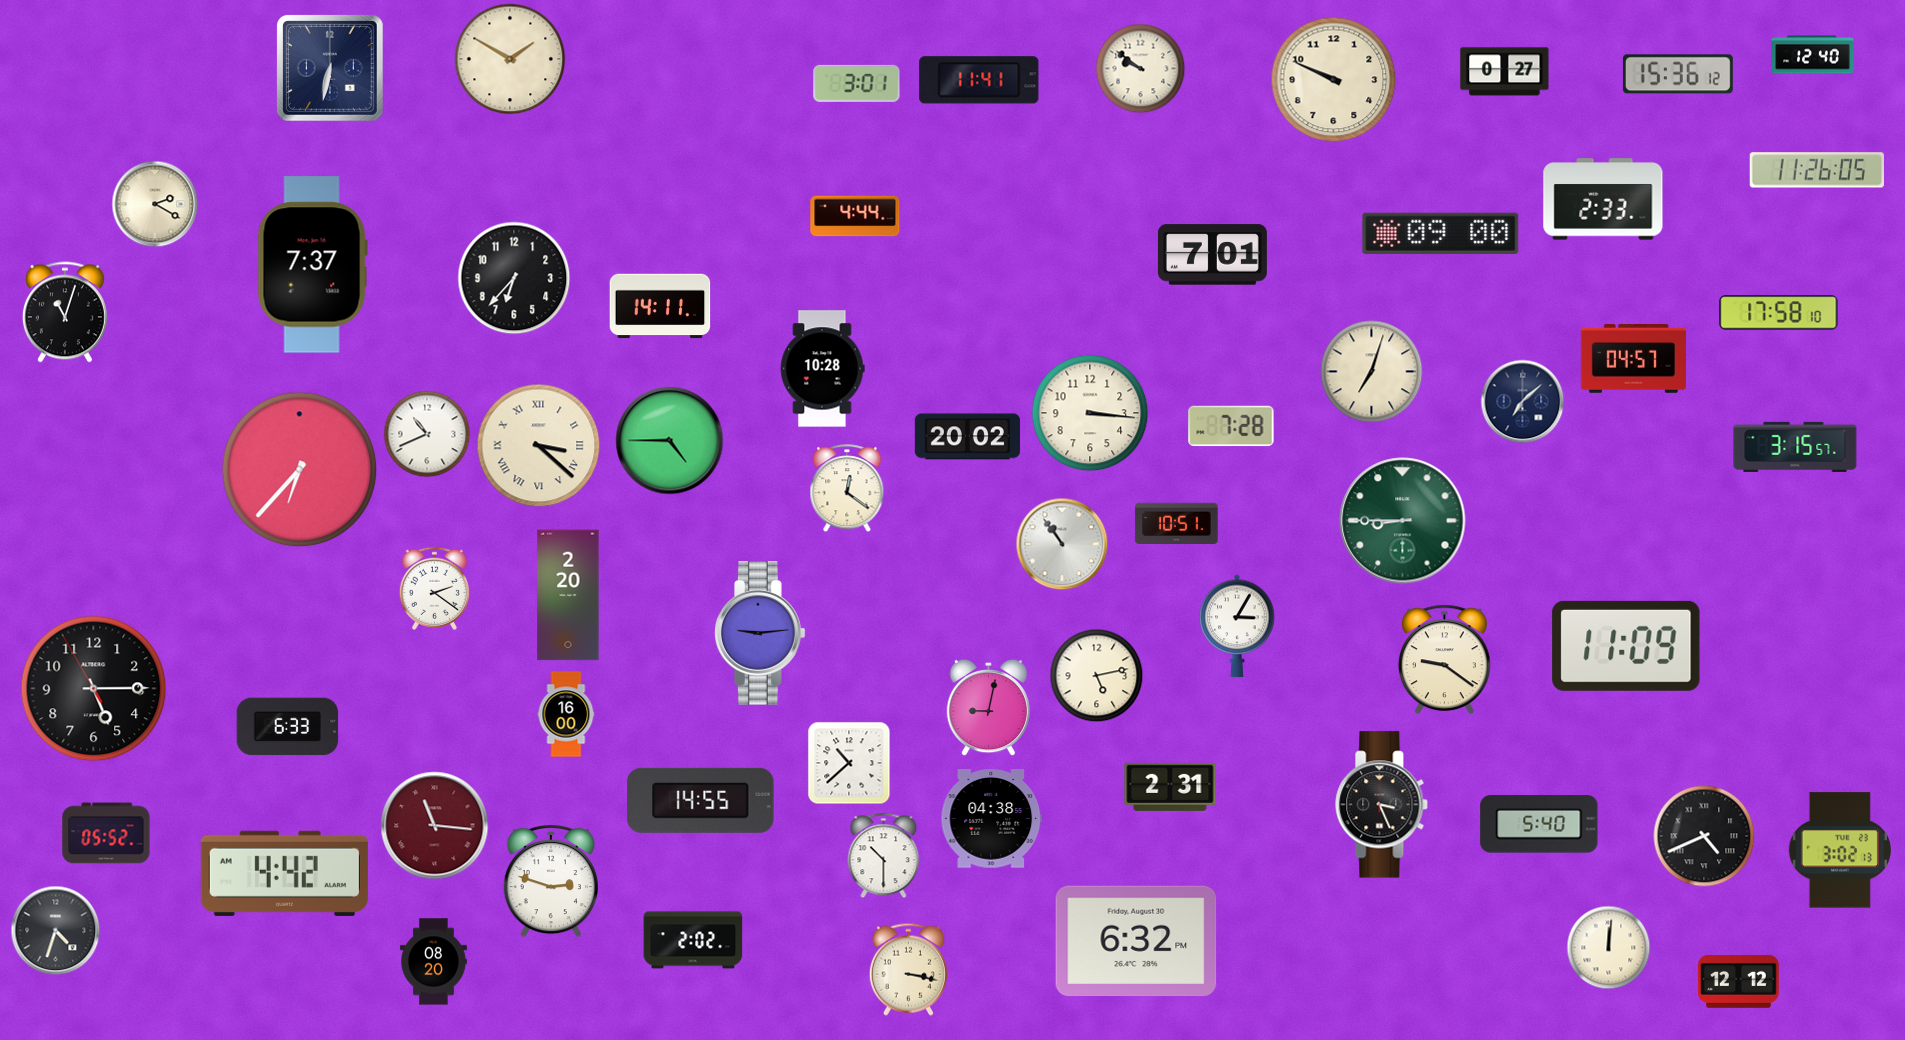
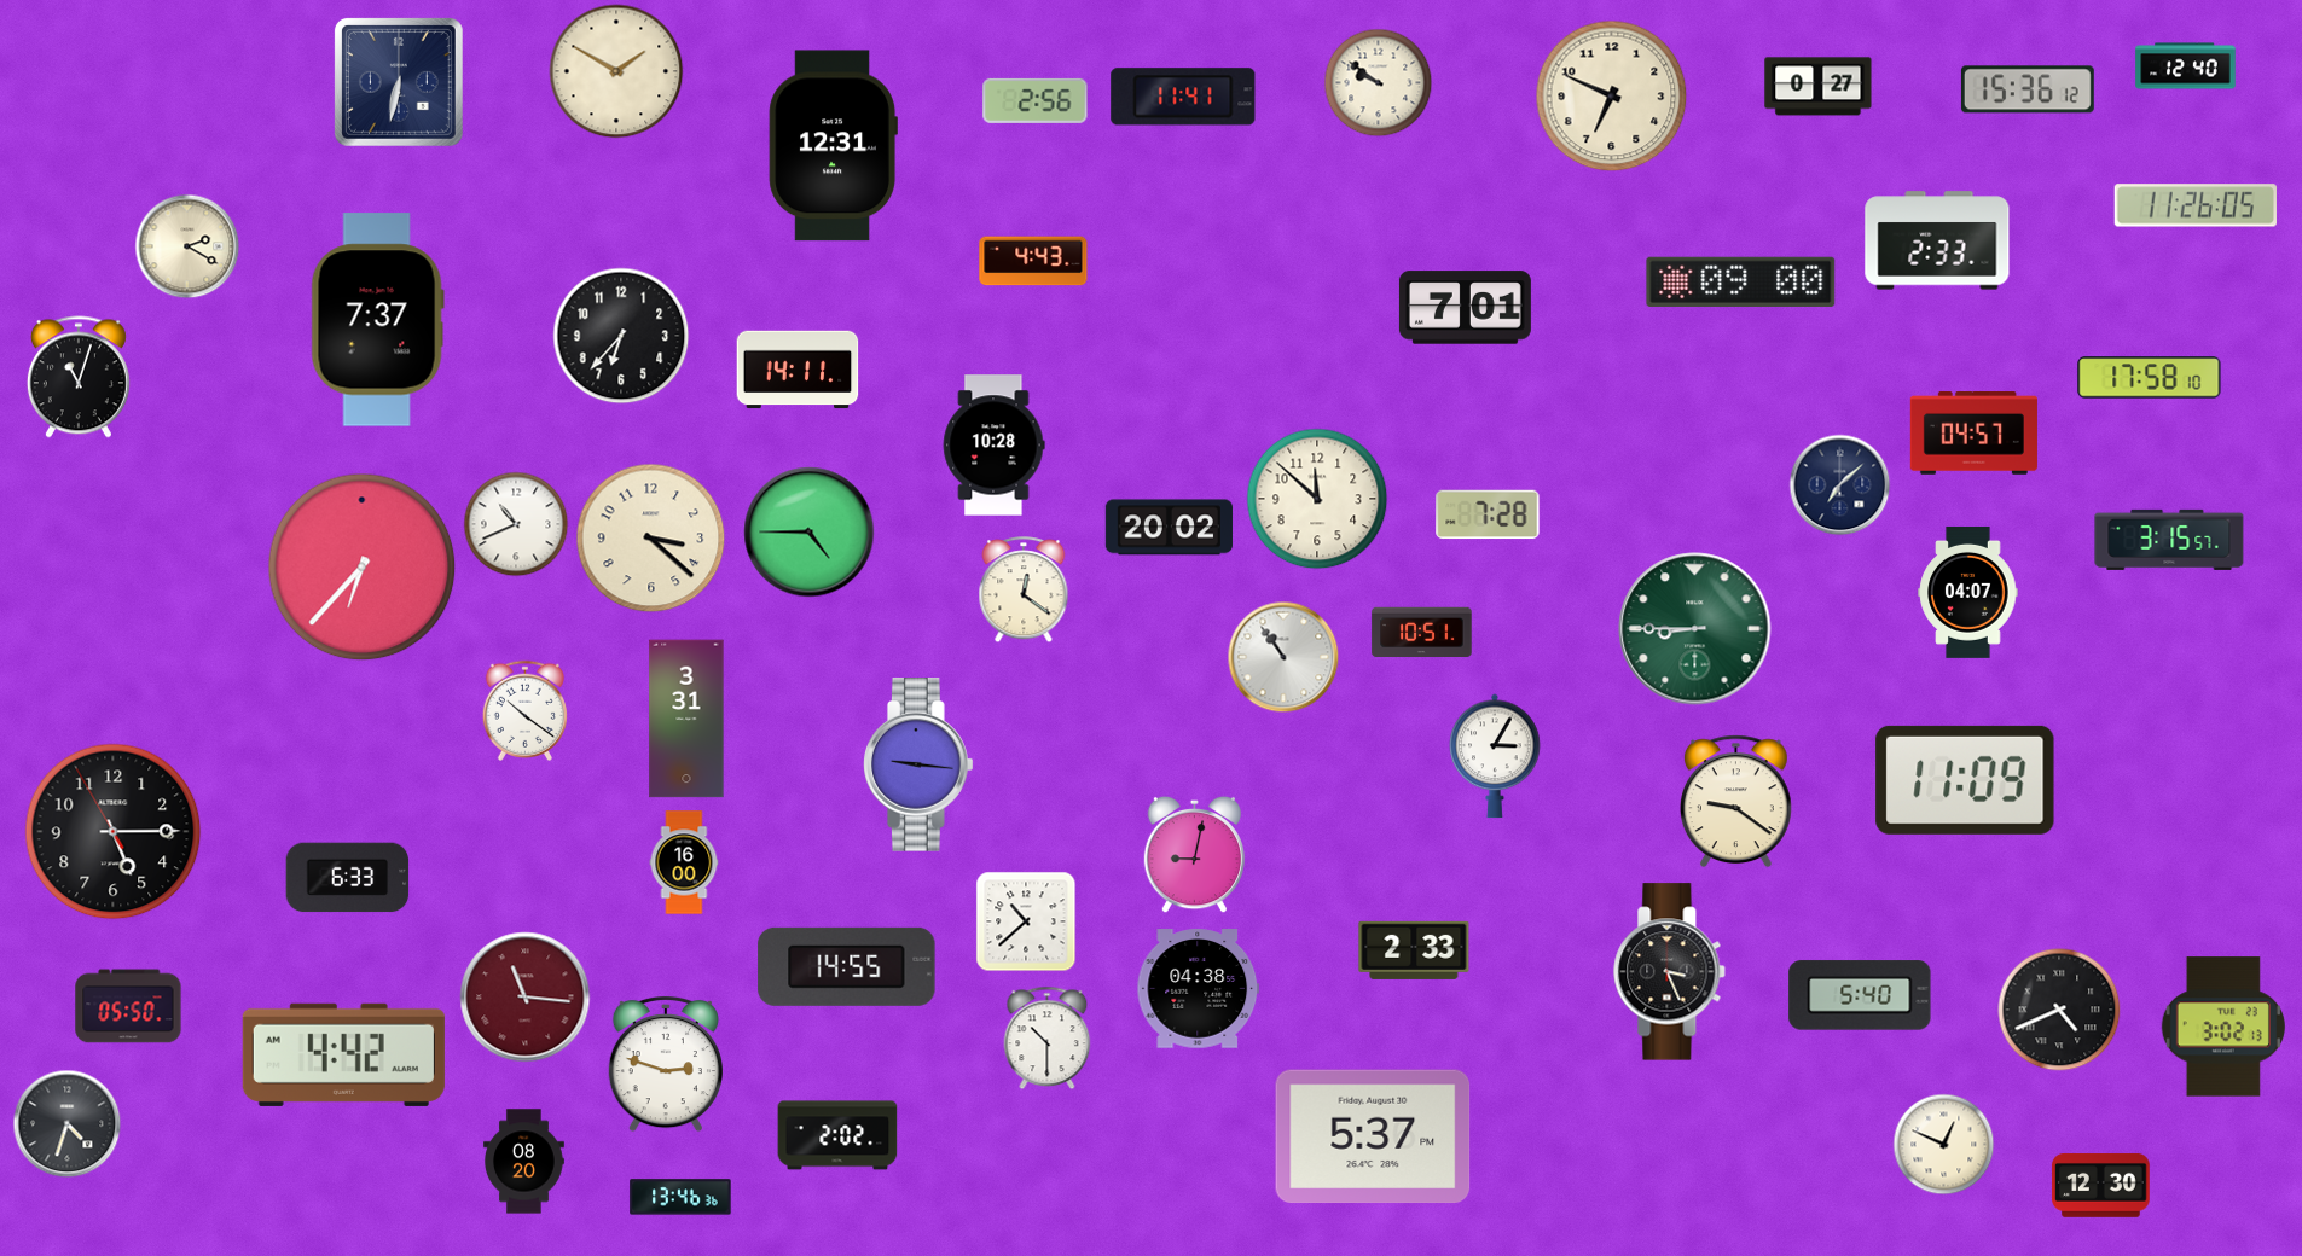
clock at (1813, 55) position: (1813, 55) -> (2186, 66)
clock at (1334, 80): 9:49 -> 6:49
clock at (857, 83): 3:01 -> 2:56
clock at (833, 146): none -> 12:31
clock at (855, 216): 4:44 -> 4:43
clock at (1372, 372): 7:03 -> none
clock at (1090, 413): 3:16 -> 11:52
clock at (539, 446) numerals: Roman -> Arabic
clock at (1968, 592): none -> 04:07
clock at (434, 588): 2:21 -> 10:21
clock at (568, 595): 2:20 -> 3:31
clock at (761, 633): 9:14 -> 9:16
clock at (1444, 660) position: (1444, 660) -> (1735, 802)
clock at (1097, 676): 5:13 -> none
clock at (1170, 787): 2:31 -> 2:33
clock at (106, 833): 05:52 -> 05:50
clock at (884, 856) position: (884, 856) -> (1048, 1039)
clock at (1136, 941): 6:32 -> 5:37
clock at (1609, 948): 12:01 -> 12:49
clock at (908, 969): 3:17 -> none
clock at (1739, 982): 12:12 -> 12:30
clock at (680, 1197): none -> 13:46
